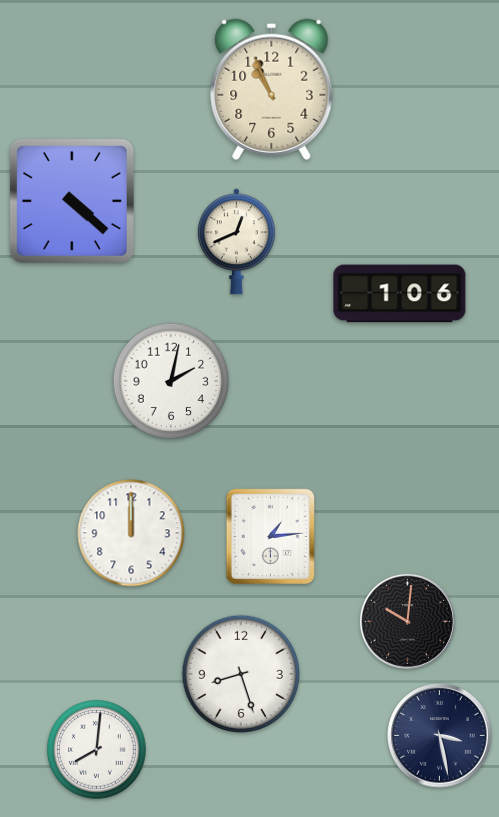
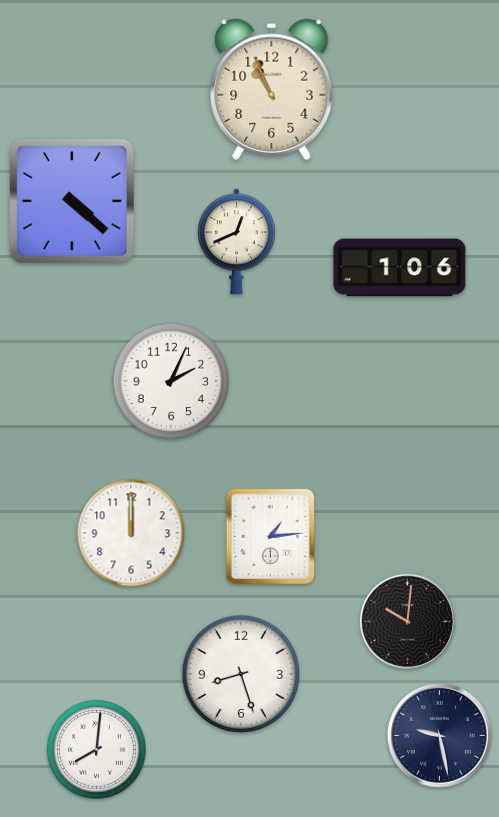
clock at (400, 294) position: (400, 294) -> (400, 268)
clock at (171, 381): 2:02 -> 2:04
clock at (440, 736): 3:28 -> 9:28
